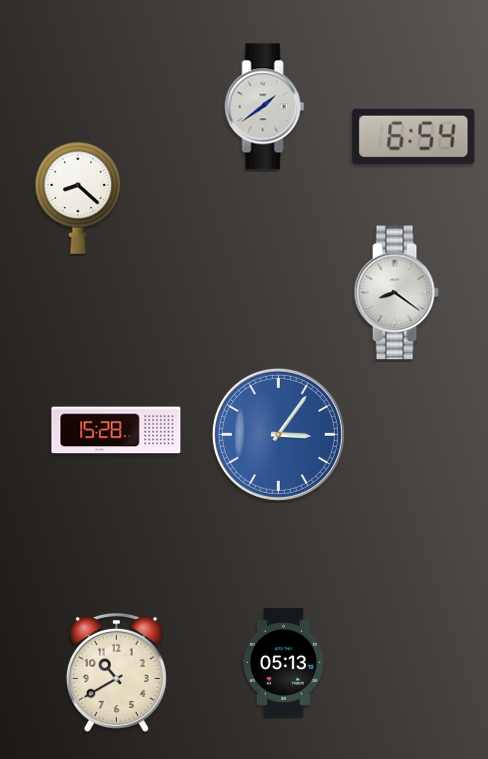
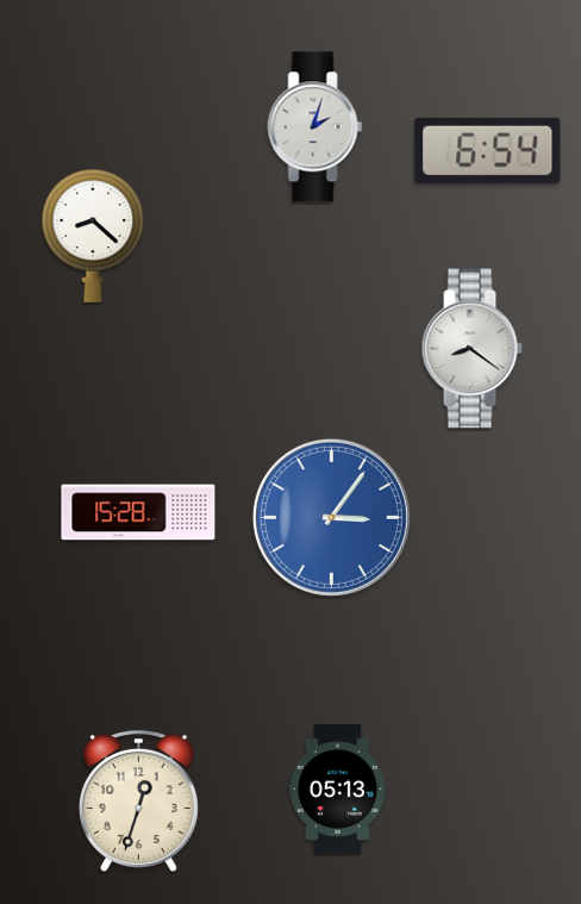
clock at (265, 107): 1:39 -> 2:03
clock at (414, 136) position: (414, 136) -> (488, 150)
clock at (116, 672): 10:40 -> 12:33
